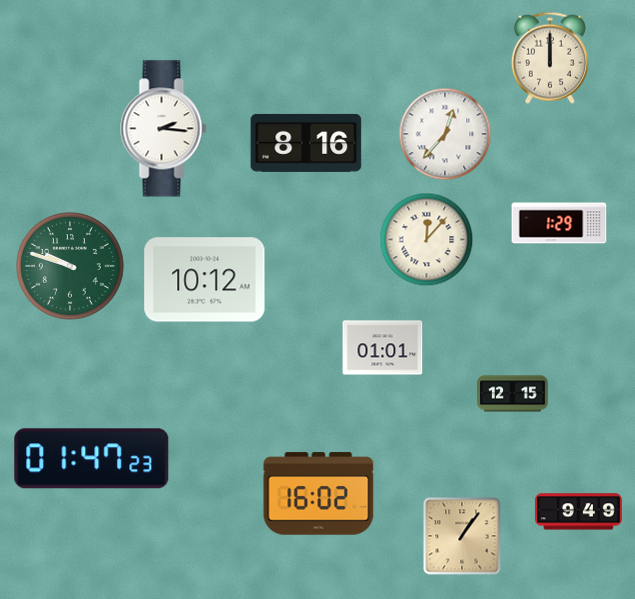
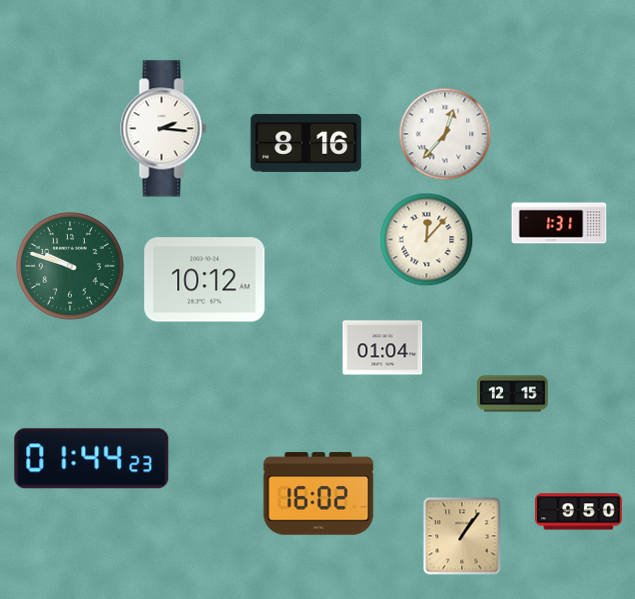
clock at (550, 58): 12:00 -> none
clock at (559, 223): 1:29 -> 1:31
clock at (383, 348): 01:01 -> 01:04
clock at (92, 459): 01:47 -> 01:44
clock at (579, 512): 9:49 -> 9:50
